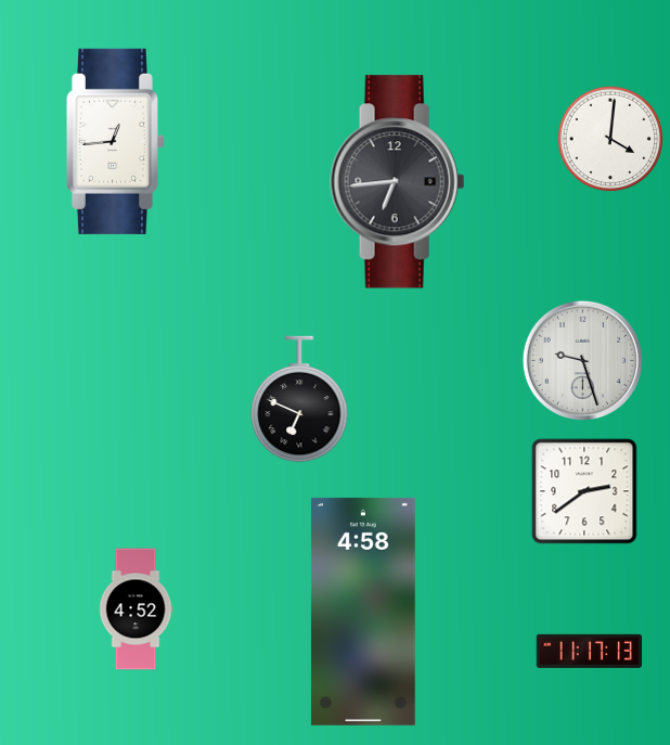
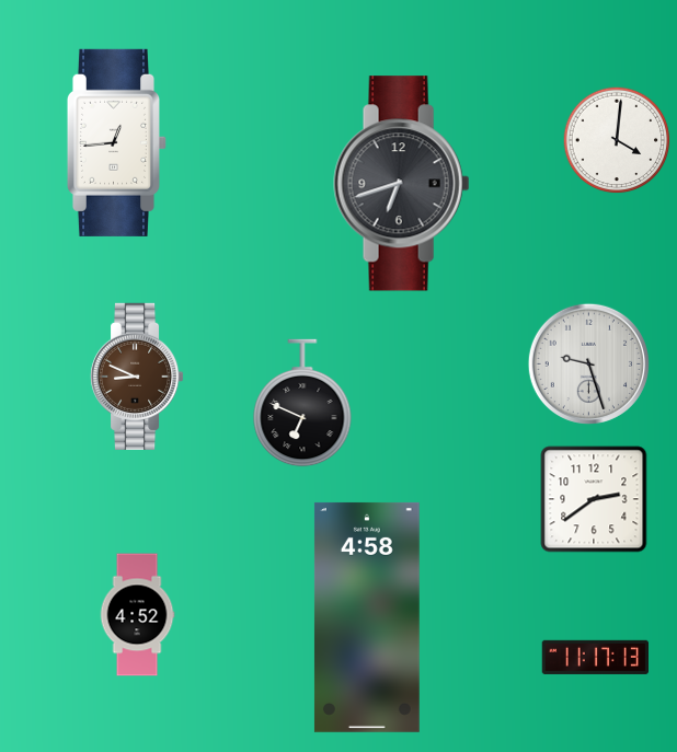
clock at (398, 182): 6:44 -> 6:42
clock at (137, 377): none -> 8:49
clock at (584, 491) position: (584, 491) -> (594, 499)
